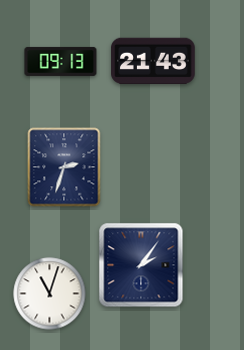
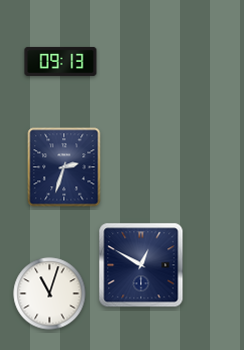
clock at (153, 60): 21:43 -> none
clock at (141, 265): 2:06 -> 12:50
